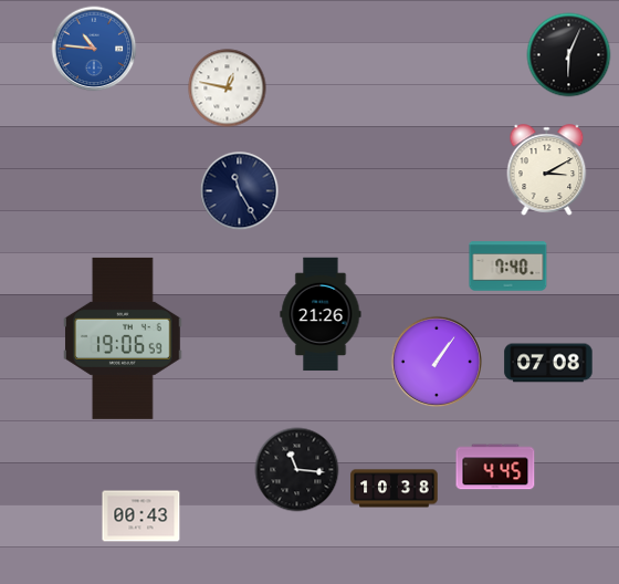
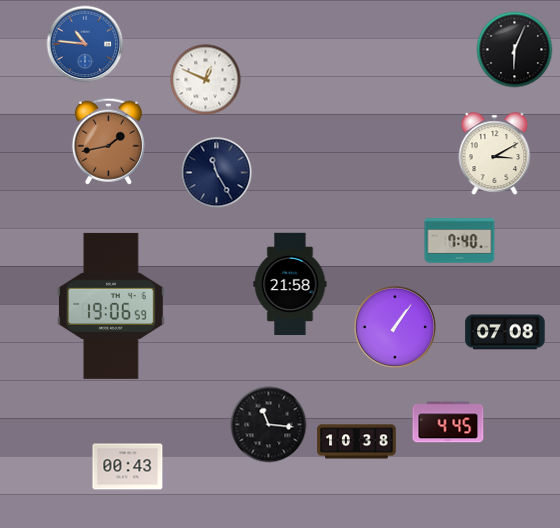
clock at (228, 88): 12:47 -> 12:49
clock at (108, 141): none -> 1:43
clock at (321, 314): 21:26 -> 21:58
clock at (548, 363) position: (548, 363) -> (505, 332)
